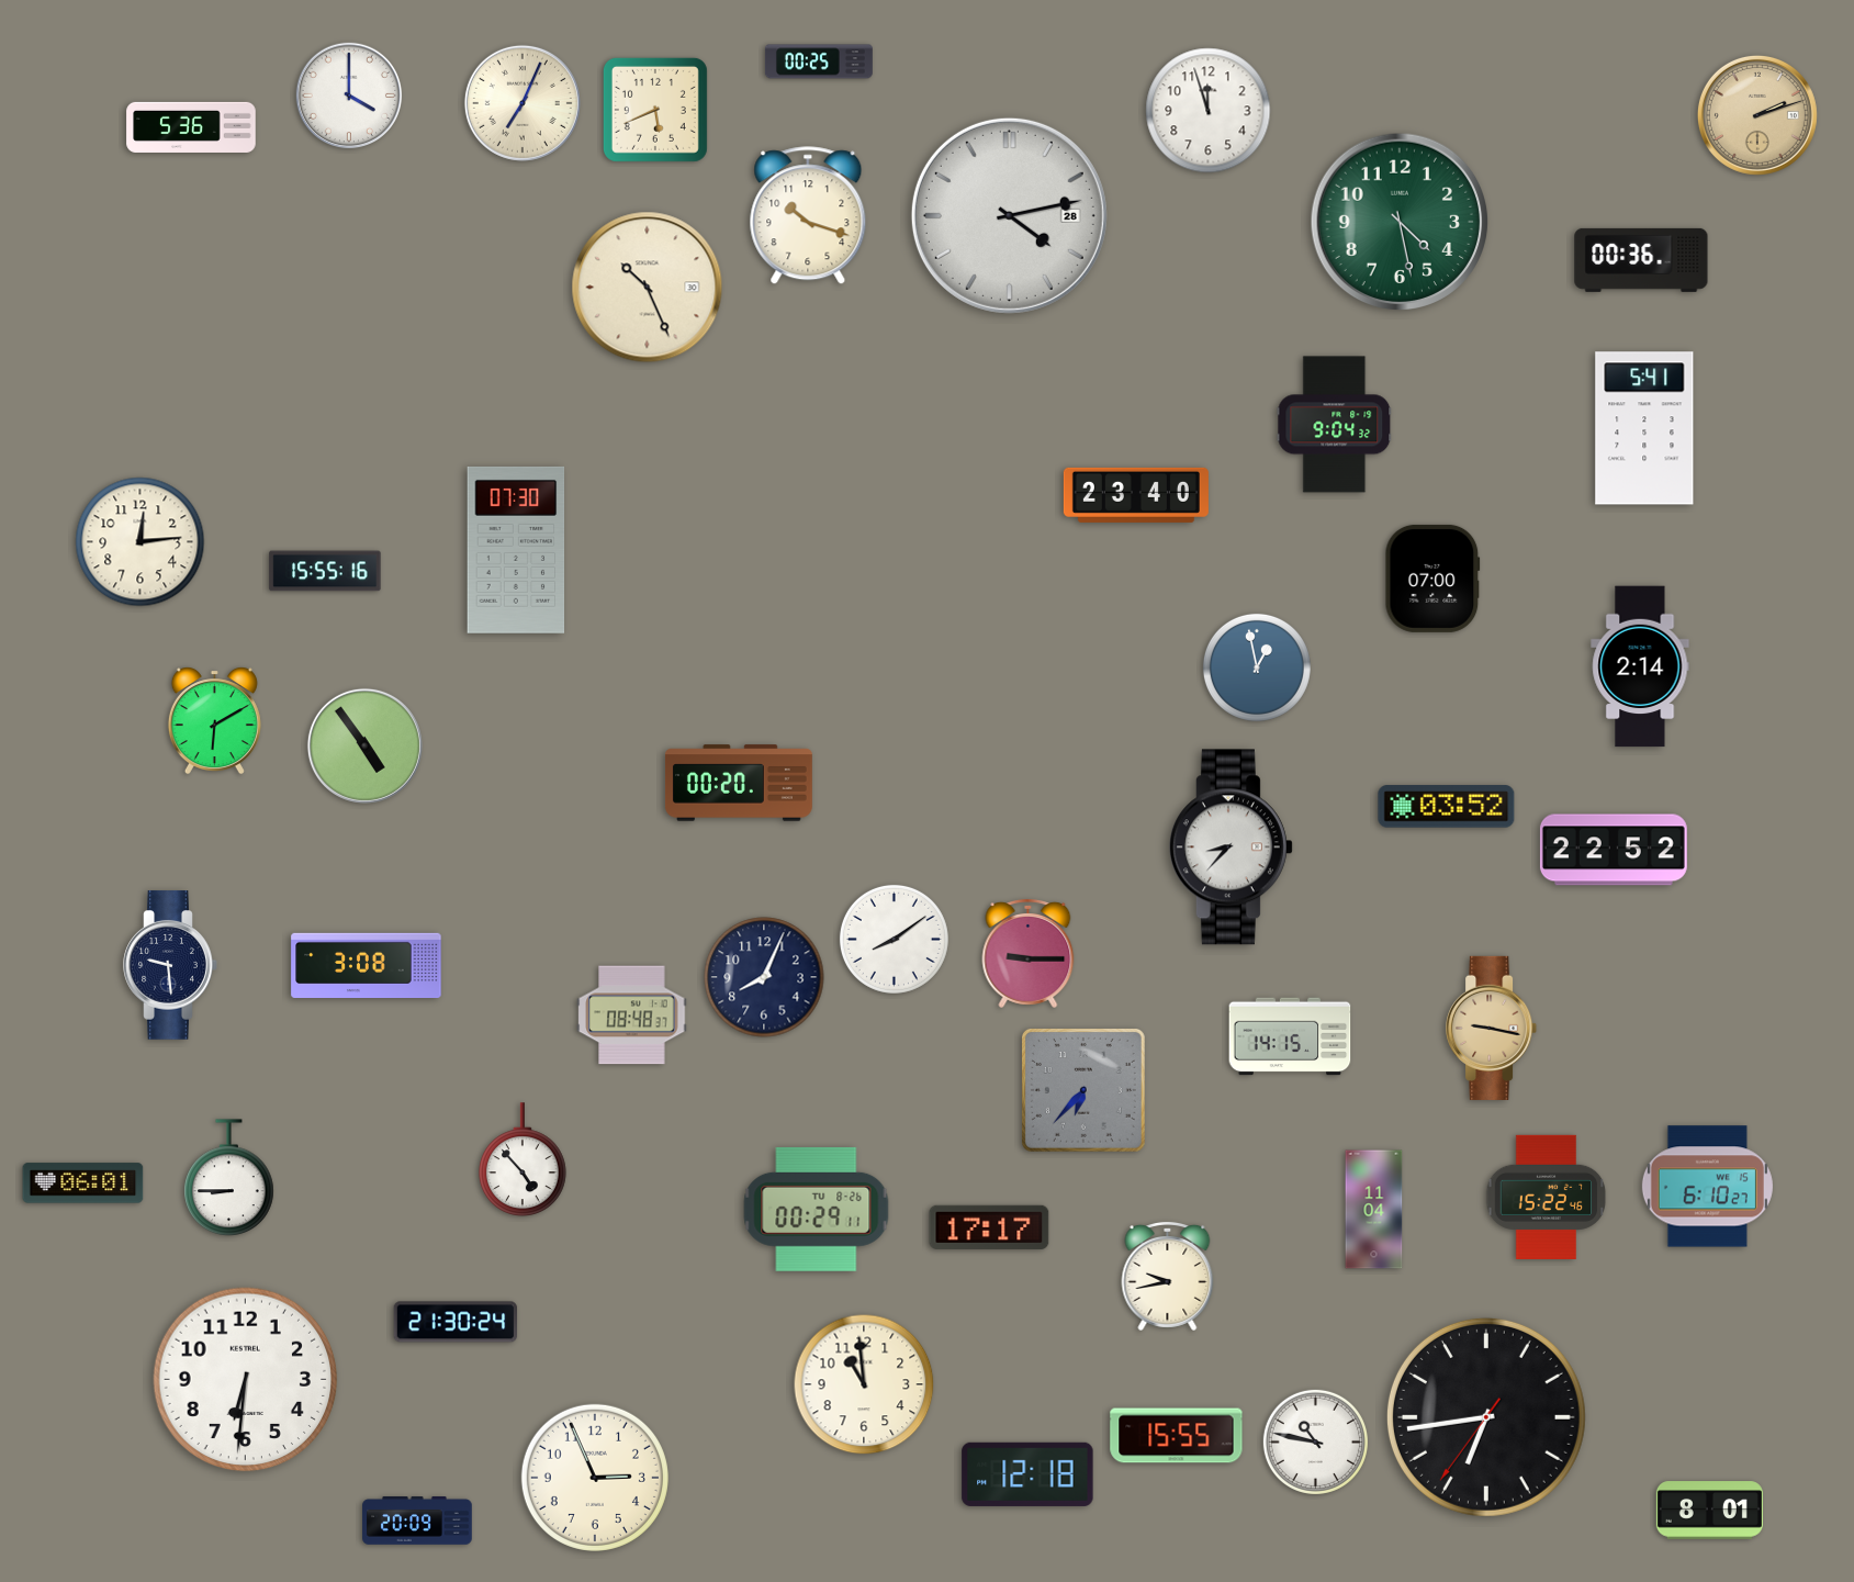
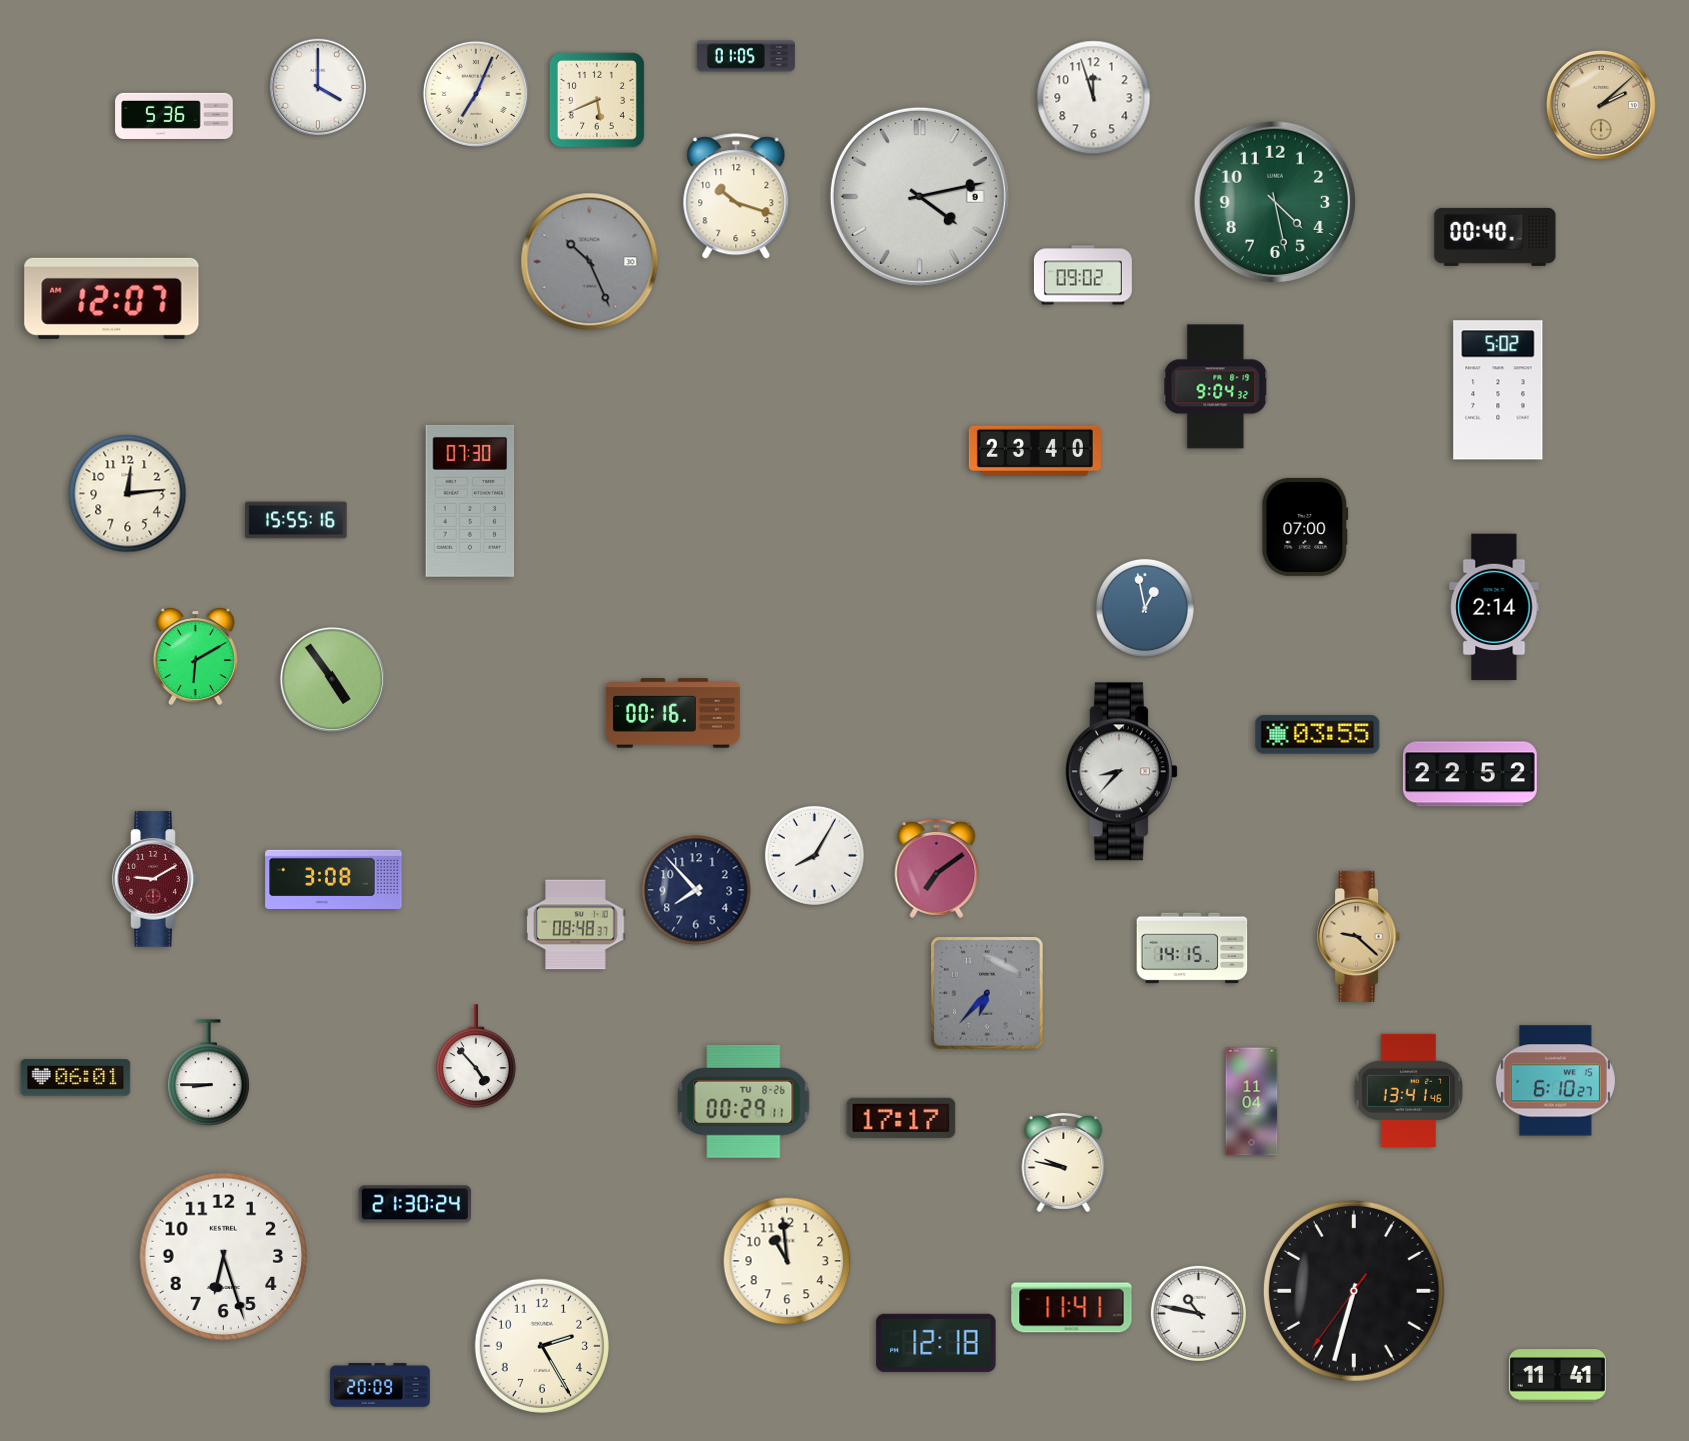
clock at (819, 61): 00:25 -> 01:05
clock at (1209, 111) position: (1209, 111) -> (1094, 98)
clock at (1757, 115): 2:12 -> 2:08
clock at (1009, 215) date: 28 -> 9
clock at (1641, 260): 00:36 -> 00:40
clock at (648, 288) dial: cream -> grey
clock at (1083, 275): none -> 09:02
clock at (112, 298): none -> 12:07
clock at (1644, 428): 5:41 -> 5:02
clock at (739, 783): 00:20 -> 00:16
clock at (1447, 807): 03:52 -> 03:55
clock at (894, 939): 8:09 -> 8:05
clock at (1029, 953): 9:15 -> 7:09
clock at (170, 965): 9:29 -> 9:10
clock at (170, 965) dial: navy -> burgundy
clock at (764, 977): 8:04 -> 7:53
clock at (1492, 1028): 9:17 -> 9:22
clock at (1290, 1036) position: (1290, 1036) -> (1192, 948)
clock at (1547, 1197): 15:22 -> 13:41
clock at (1168, 1276): 9:43 -> 9:47
clock at (246, 1380): 6:31 -> 6:27
clock at (1486, 1417): 6:43 -> 6:32
clock at (1177, 1436): 15:55 -> 11:41
clock at (595, 1478): 2:56 -> 2:25
clock at (1709, 1511): 8:01 -> 11:41
